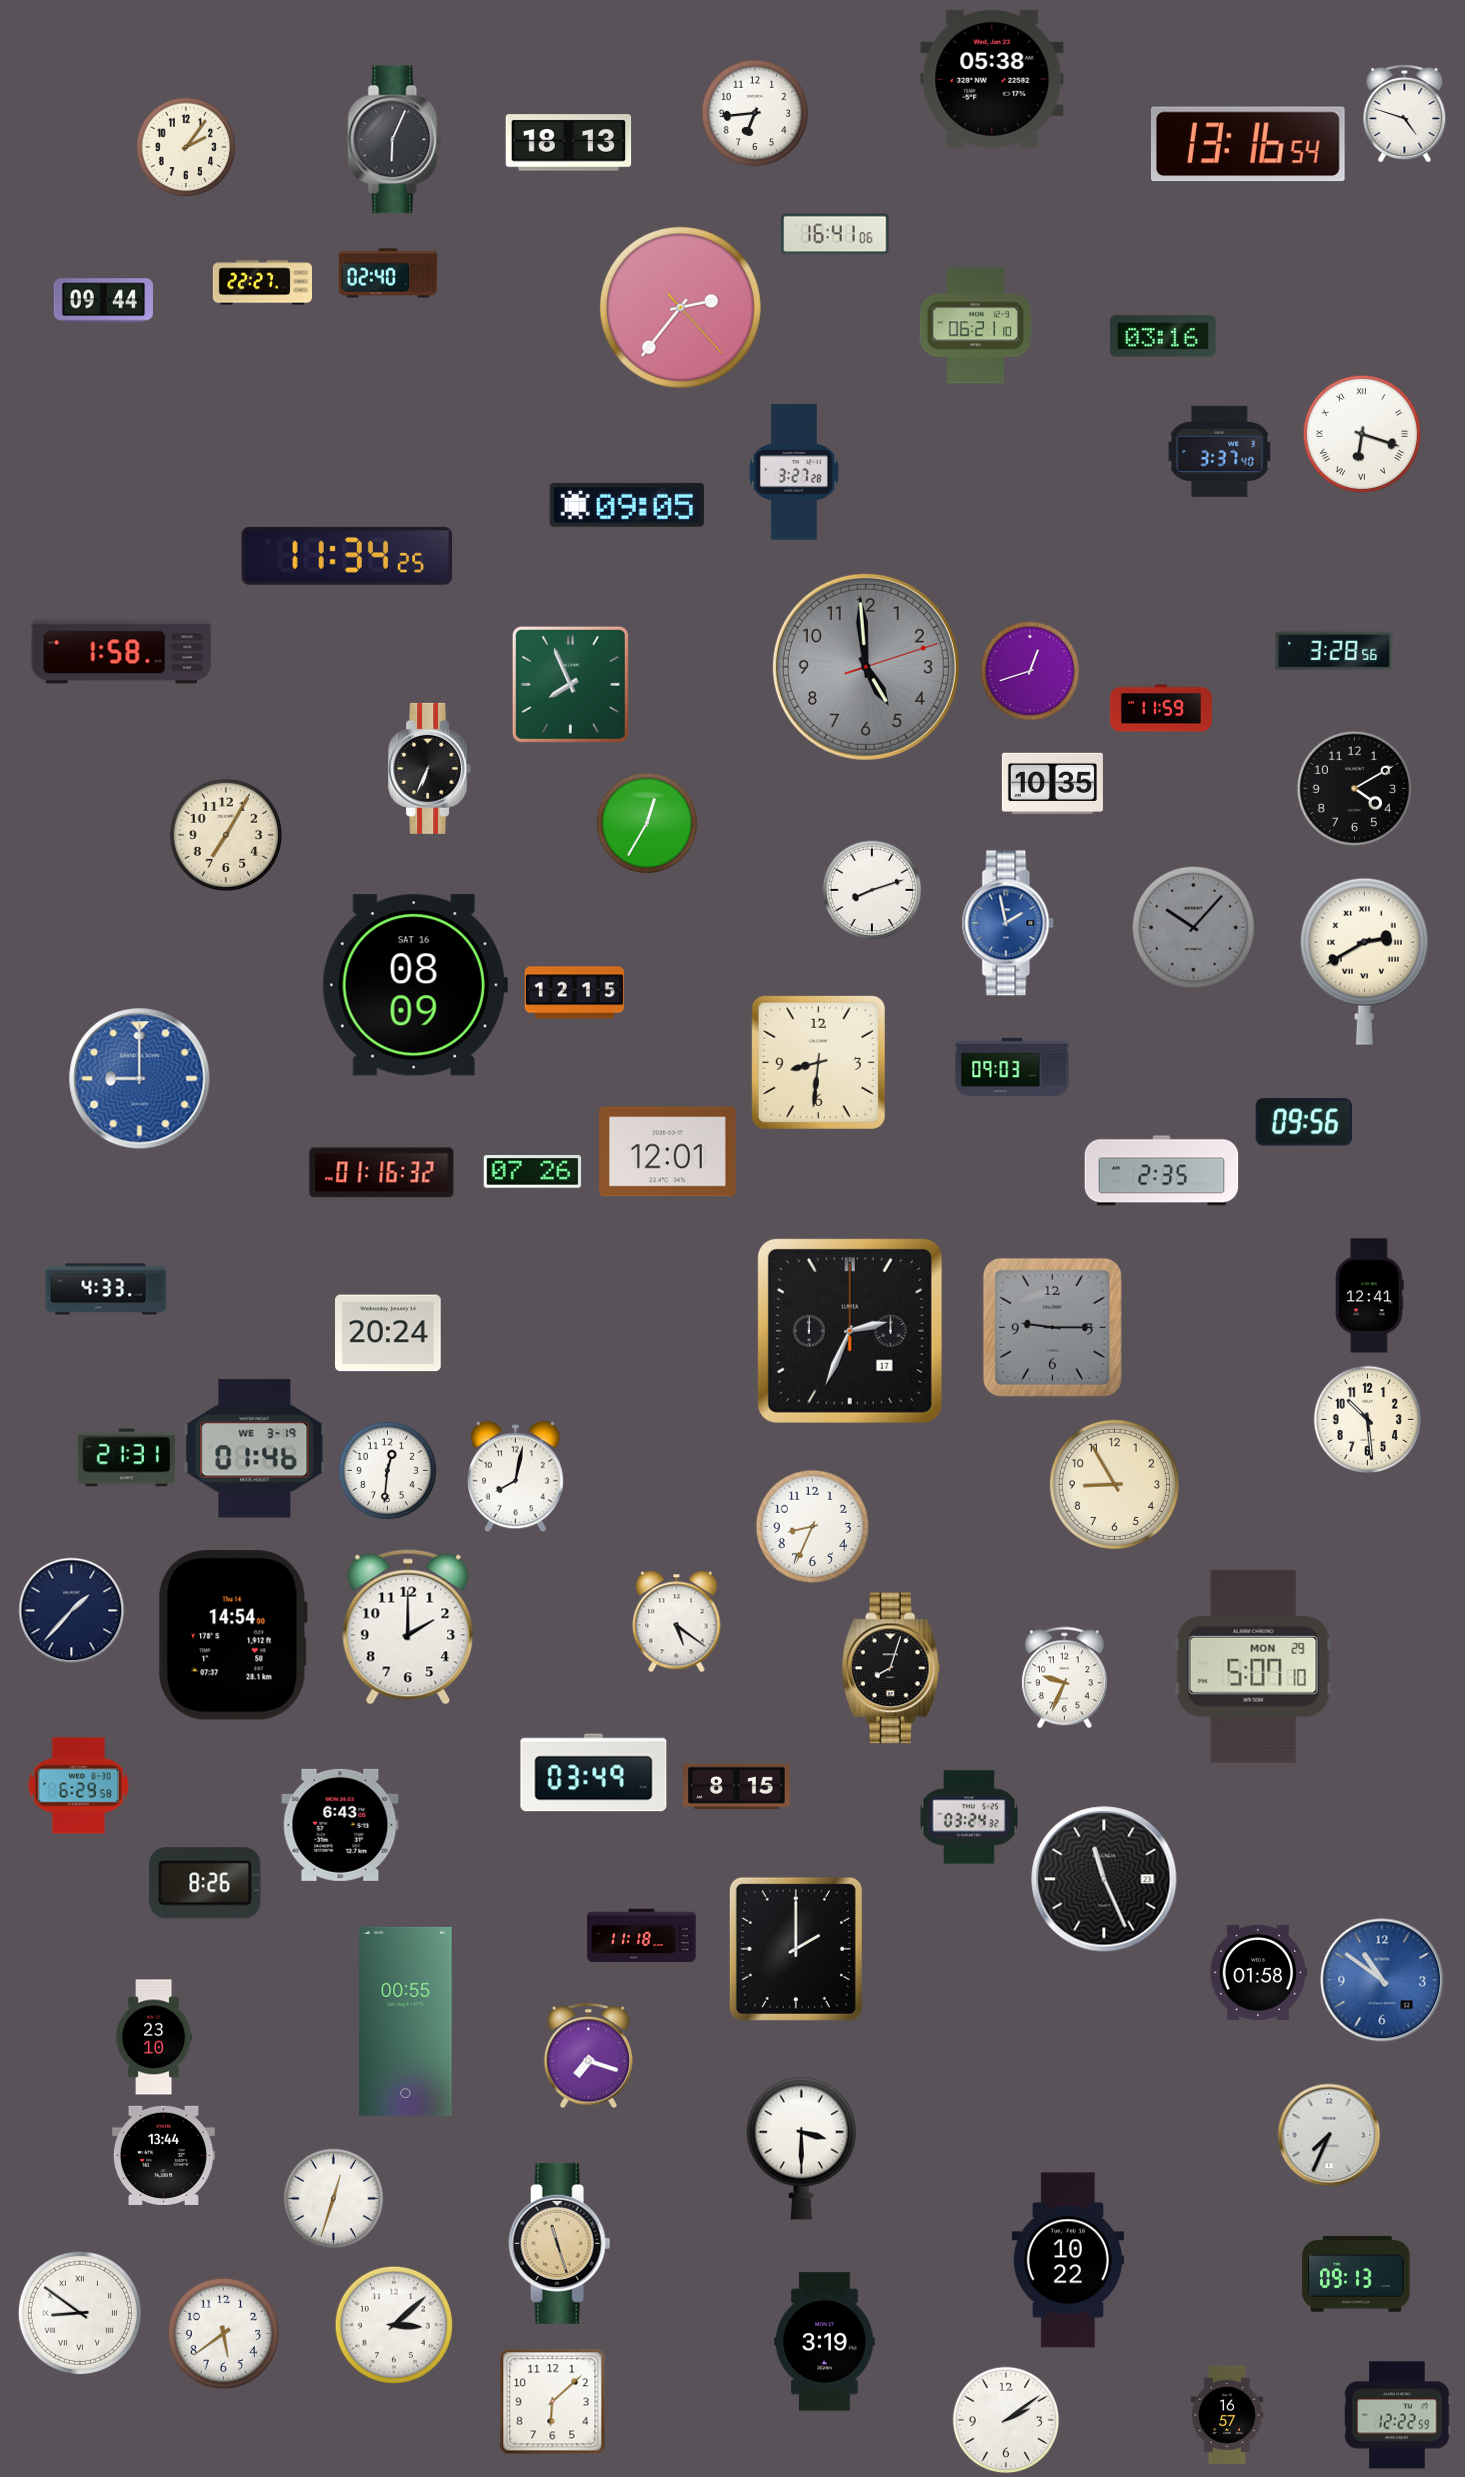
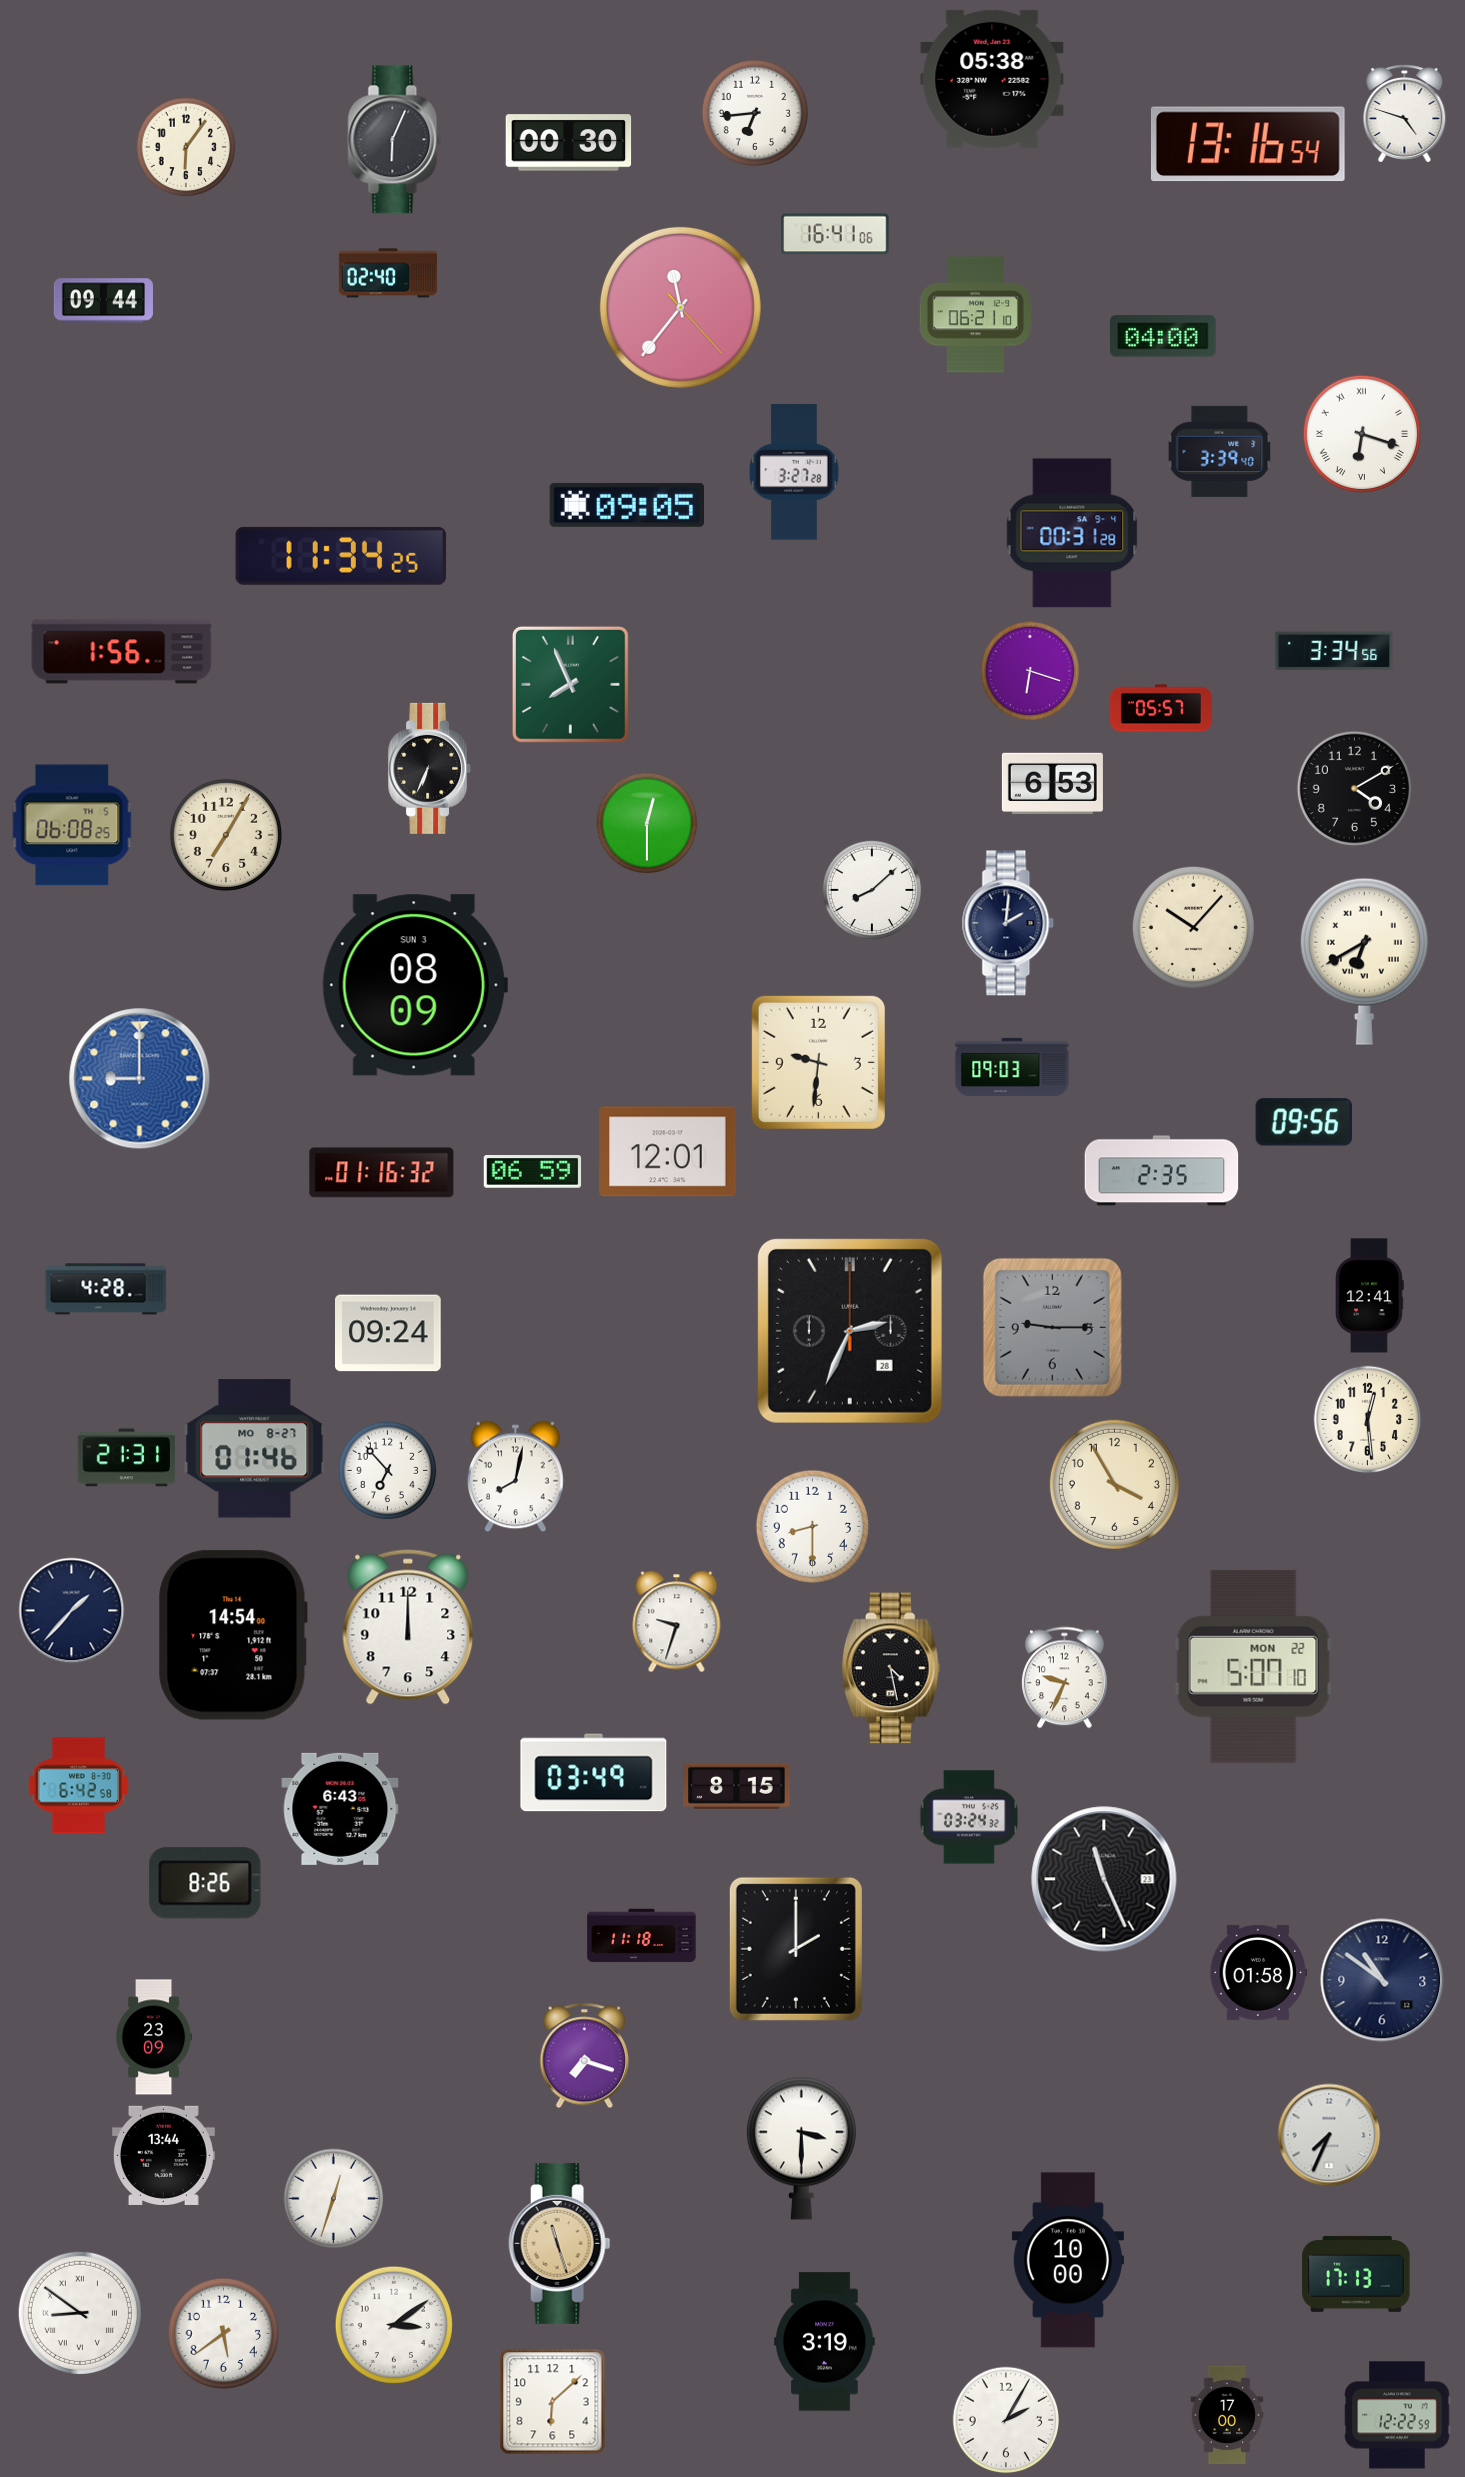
clock at (569, 143): 18:13 -> 00:30
clock at (186, 147): 2:06 -> 6:06
clock at (262, 283): 22:27 -> none
clock at (680, 307): 2:36 -> 11:36
clock at (975, 326) position: (975, 326) -> (975, 315)
clock at (1163, 336): 03:16 -> 04:00
clock at (1220, 451): 3:37 -> 3:39
clock at (1072, 533): none -> 00:31
clock at (347, 556) position: (347, 556) -> (341, 556)
clock at (1334, 651): 3:28 -> 3:34
clock at (122, 652): 1:58 -> 1:56
clock at (866, 667): 4:59 -> none
clock at (1030, 671): 12:42 -> 6:18
clock at (1161, 708): 11:59 -> 05:57
clock at (1052, 784): 10:35 -> 6:53
clock at (647, 823): 12:35 -> 12:30
clock at (72, 825): none -> 06:08
clock at (872, 890): 8:12 -> 8:08
clock at (1008, 923): 1:58 -> 2:01
clock at (1008, 923) dial: blue -> navy
clock at (1193, 927) dial: grey -> cream
clock at (1364, 961): 2:40 -> 6:40
clock at (415, 985) date: SAT 16 -> SUN 3
clock at (574, 993): 12:15 -> none
clock at (818, 1062): 8:31 -> 9:31
clock at (533, 1172): 07:26 -> 06:59
clock at (106, 1289): 4:33 -> 4:28
clock at (850, 1331) date: 17 -> 28
clock at (389, 1333): 20:24 -> 09:24
clock at (1368, 1420): 10:29 -> 12:29
clock at (255, 1449) date: WE 3-19 -> MO 8-27
clock at (388, 1471): 12:31 -> 6:53
clock at (1114, 1484): 8:55 -> 3:55
clock at (812, 1526): 8:34 -> 8:30
clock at (677, 1622): 5:21 -> 9:33
clock at (408, 1627): 2:00 -> 12:00
clock at (1253, 1666) date: MON 29 -> MON 22
clock at (891, 1668): 8:03 -> 4:28
clock at (79, 1786): 6:29 -> 6:42
clock at (340, 1825) position: (340, 1825) -> (340, 1809)
clock at (1382, 1980) dial: blue -> navy
clock at (406, 2021): 00:55 -> none
clock at (154, 2037): 23:10 -> 23:09
clock at (589, 2056) position: (589, 2056) -> (585, 2056)
clock at (1068, 2260): 10:22 -> 10:00
clock at (1356, 2274): 09:13 -> 17:13
clock at (394, 2325): 3:08 -> 3:09
clock at (1227, 2415): 16:57 -> 17:00
clock at (1006, 2420): 2:09 -> 2:05
